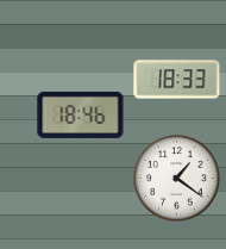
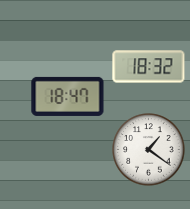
clock at (177, 80): 18:33 -> 18:32
clock at (81, 114): 18:46 -> 18:47
